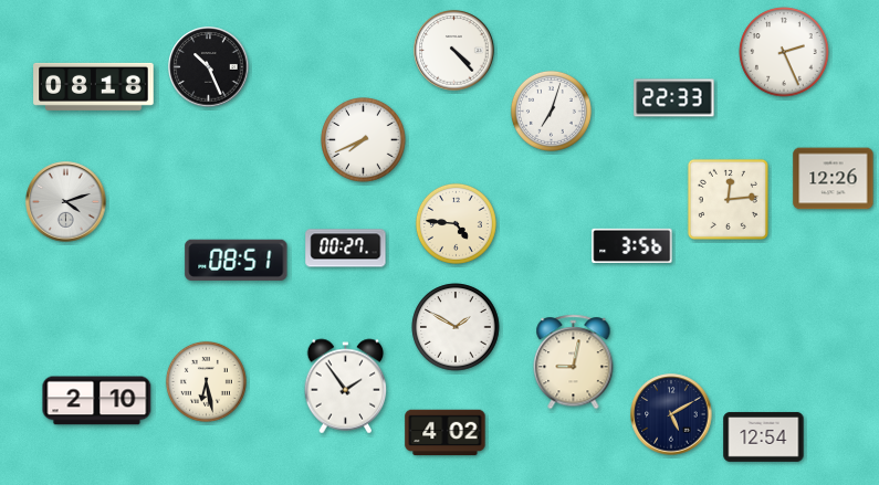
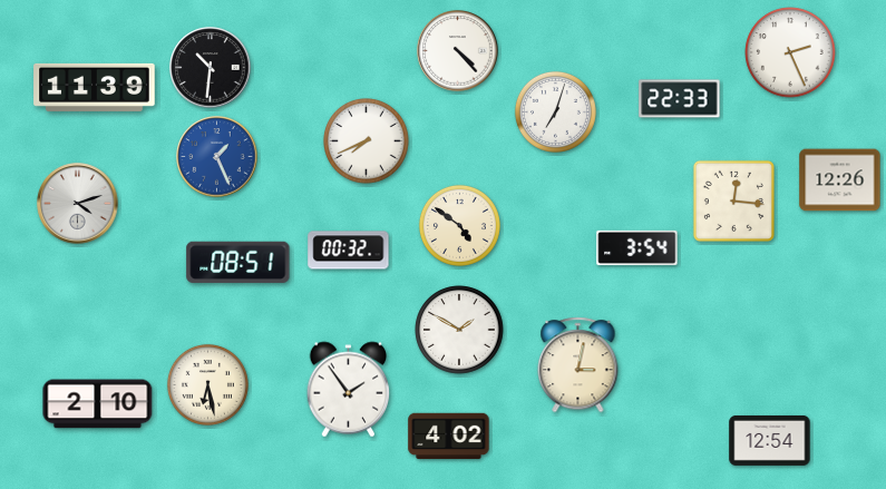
clock at (209, 67): 10:26 -> 10:31
clock at (94, 86): 08:18 -> 11:39
clock at (217, 157): none -> 1:26
clock at (728, 199): 12:14 -> 12:16
clock at (66, 202) position: (66, 202) -> (78, 204)
clock at (456, 223): 4:46 -> 4:51
clock at (632, 245): 3:56 -> 3:54
clock at (346, 249): 00:27 -> 00:32
clock at (574, 362): 9:02 -> 3:02
clock at (671, 414): 5:10 -> none
